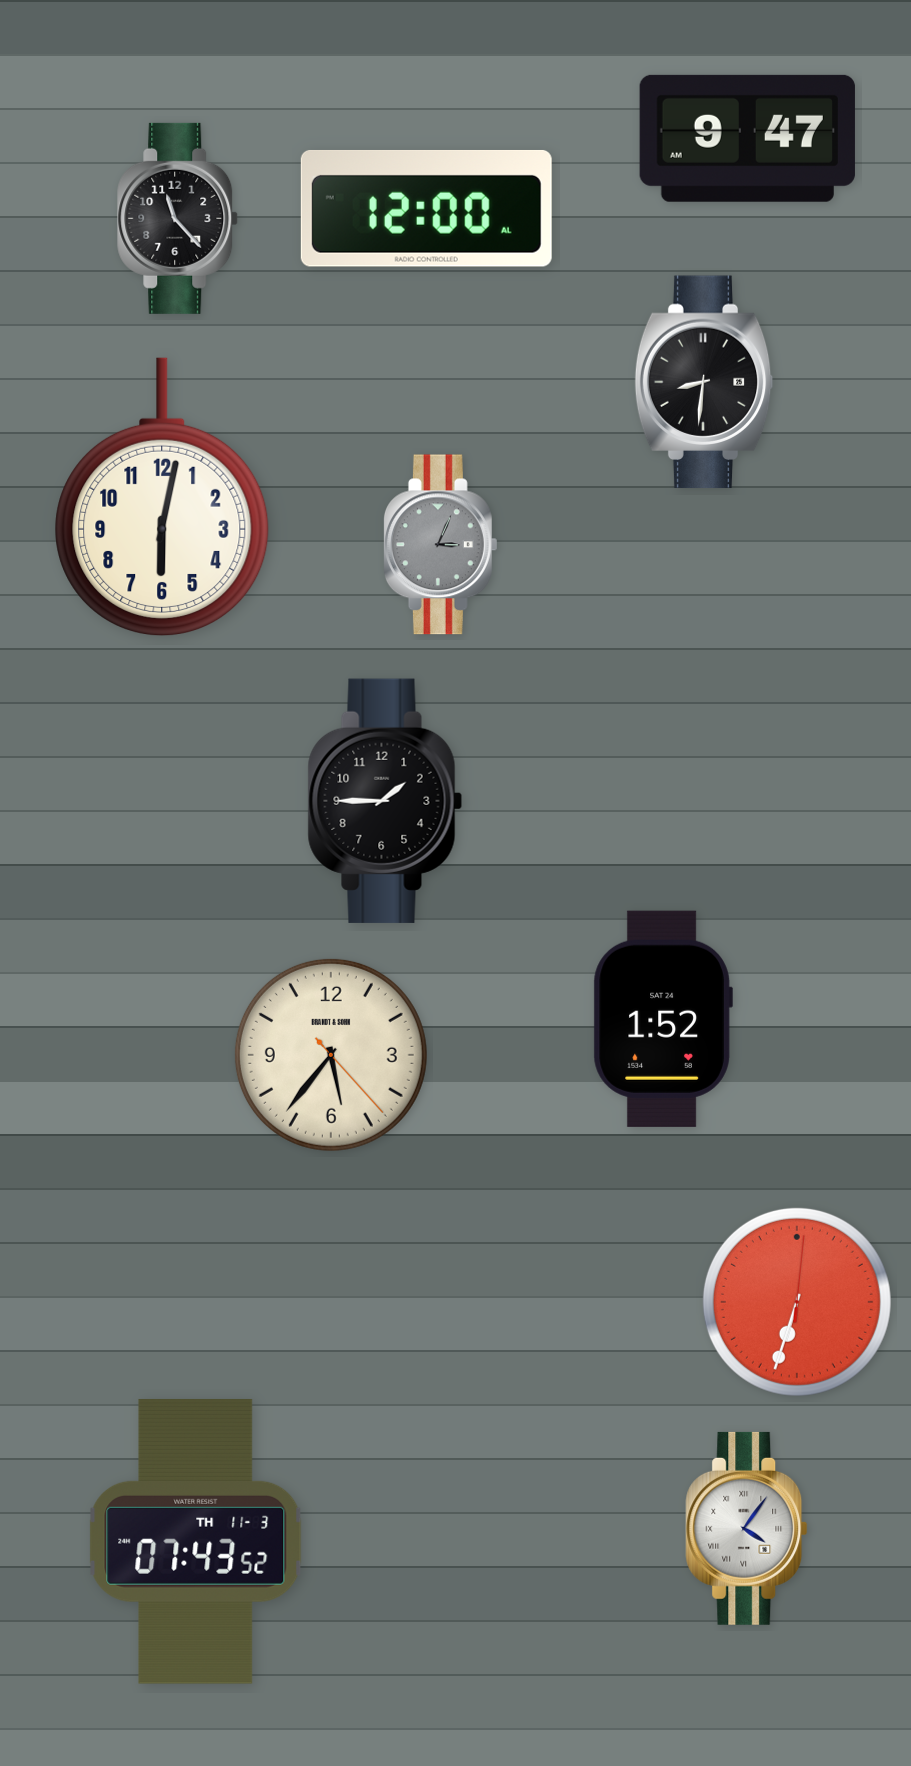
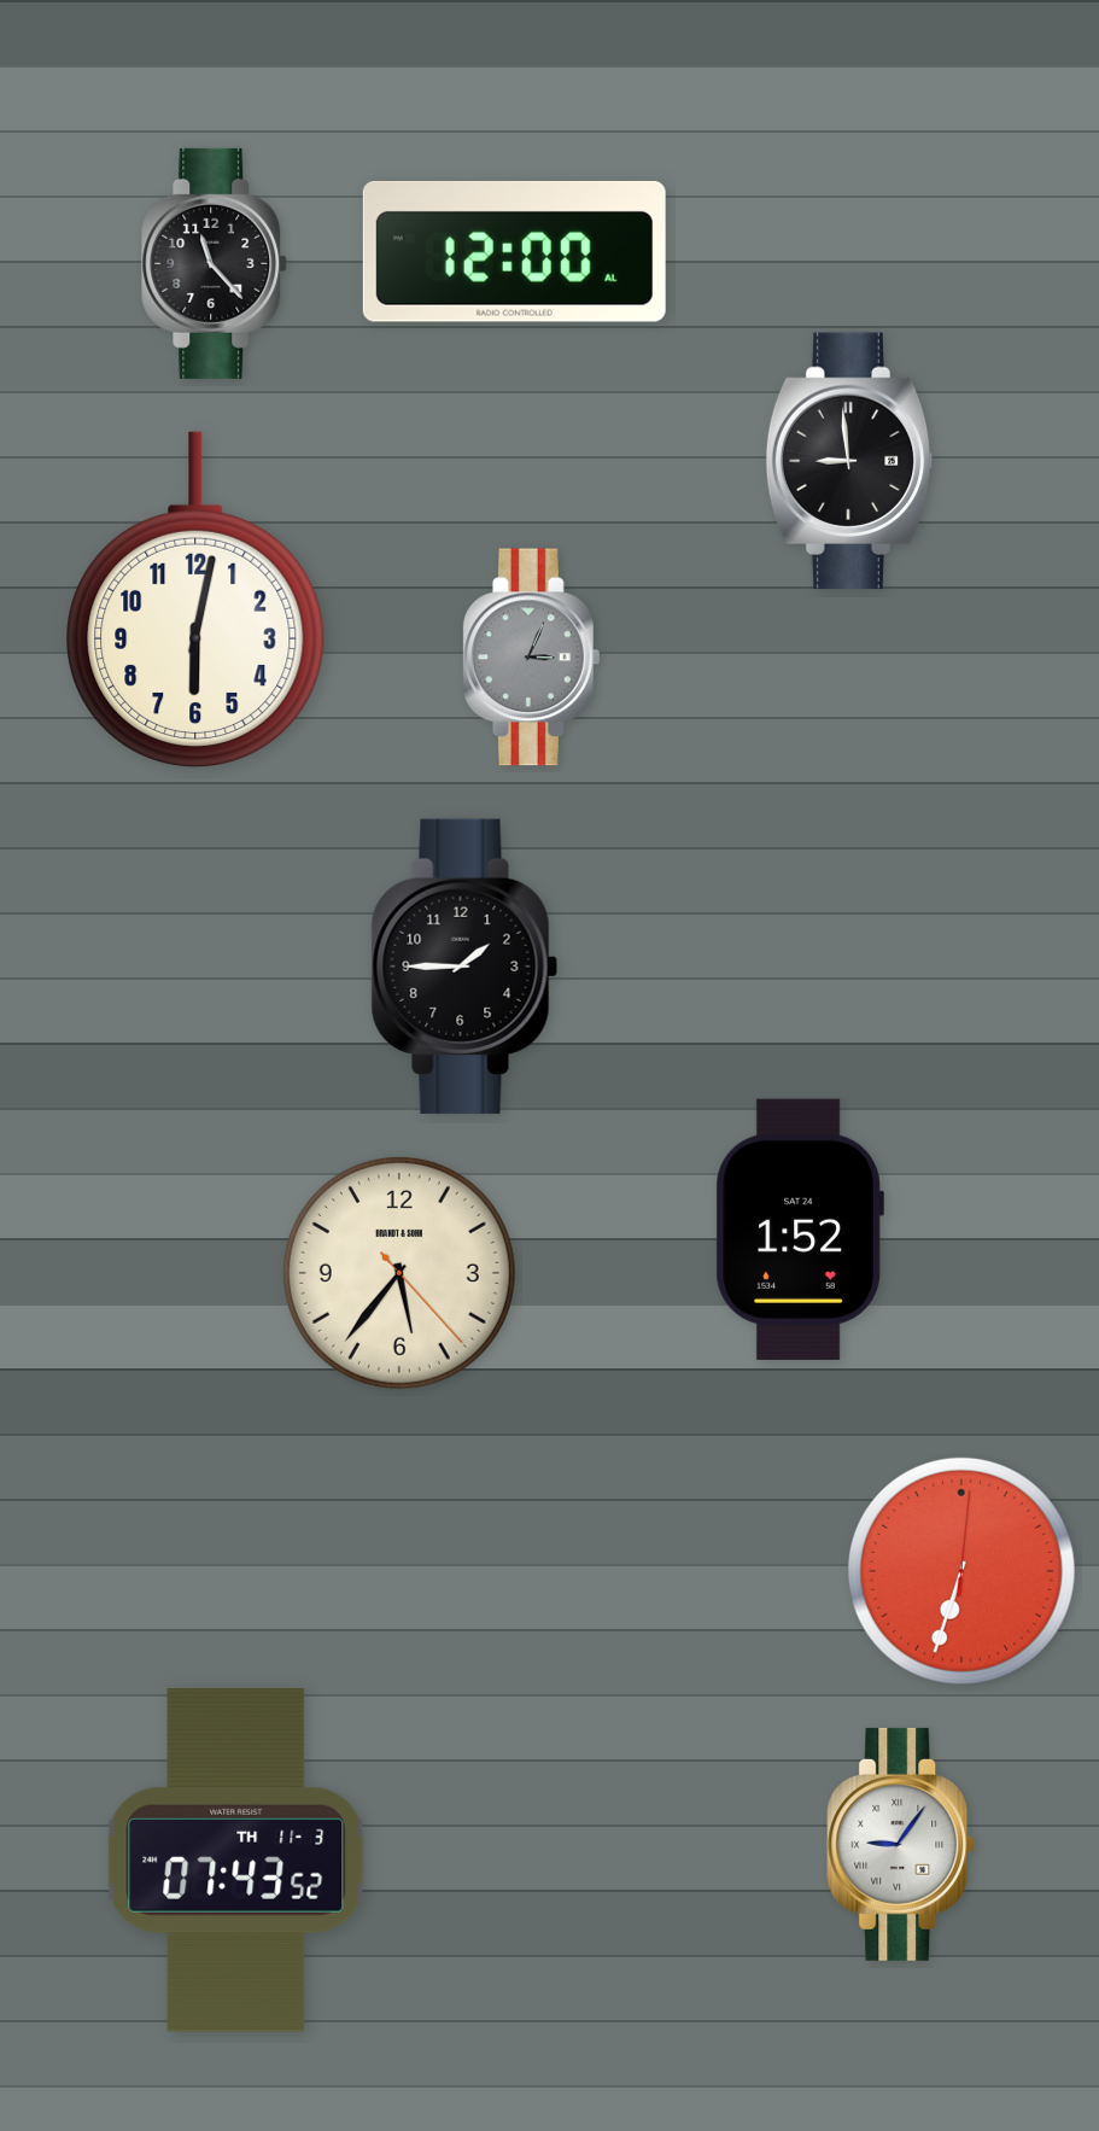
clock at (747, 138): 9:47 -> none
clock at (704, 382): 8:31 -> 8:59
clock at (747, 1528): 4:06 -> 9:06
